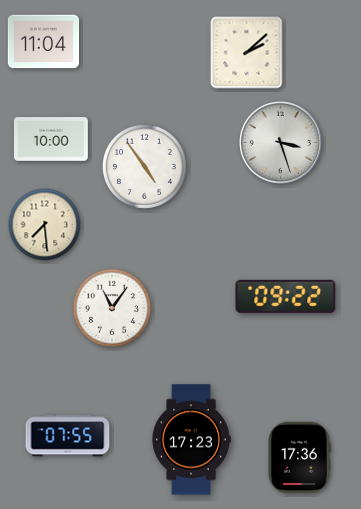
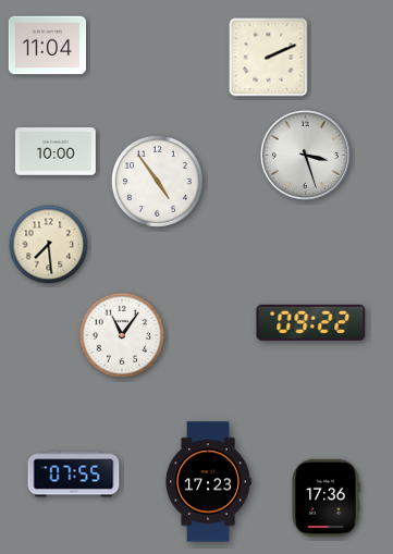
clock at (247, 53): 2:08 -> 2:11
clock at (191, 440) position: (191, 440) -> (208, 482)
